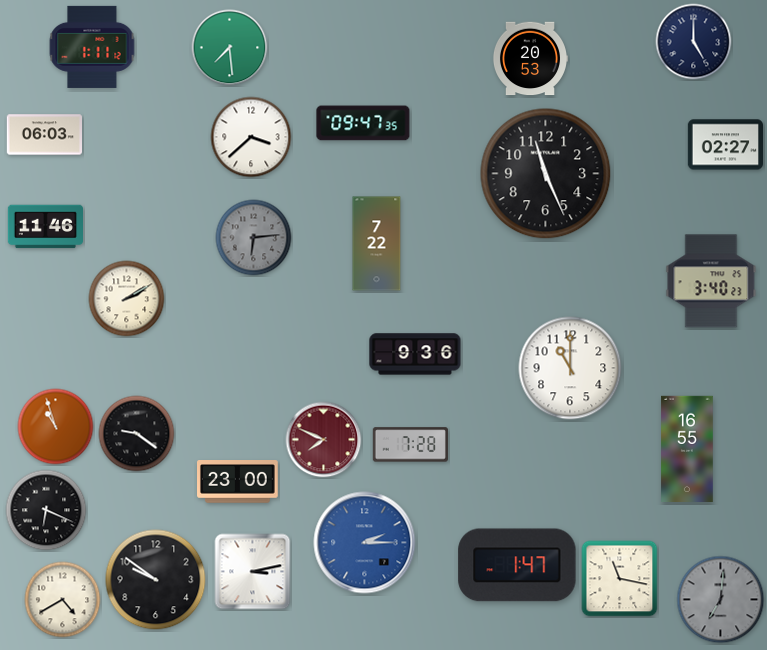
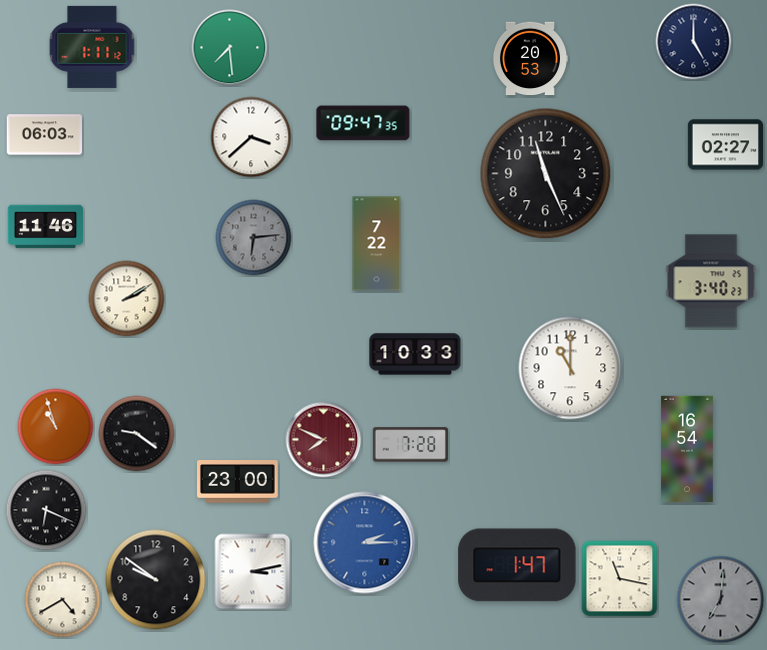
clock at (415, 354): 9:36 -> 10:33
clock at (687, 448): 16:55 -> 16:54
